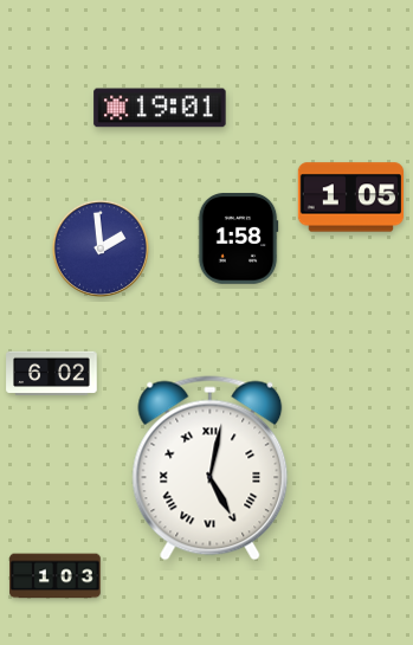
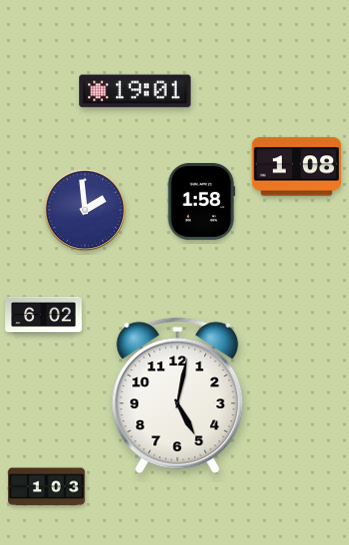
clock at (351, 198): 1:05 -> 1:08
clock at (211, 469) numerals: Roman -> Arabic
